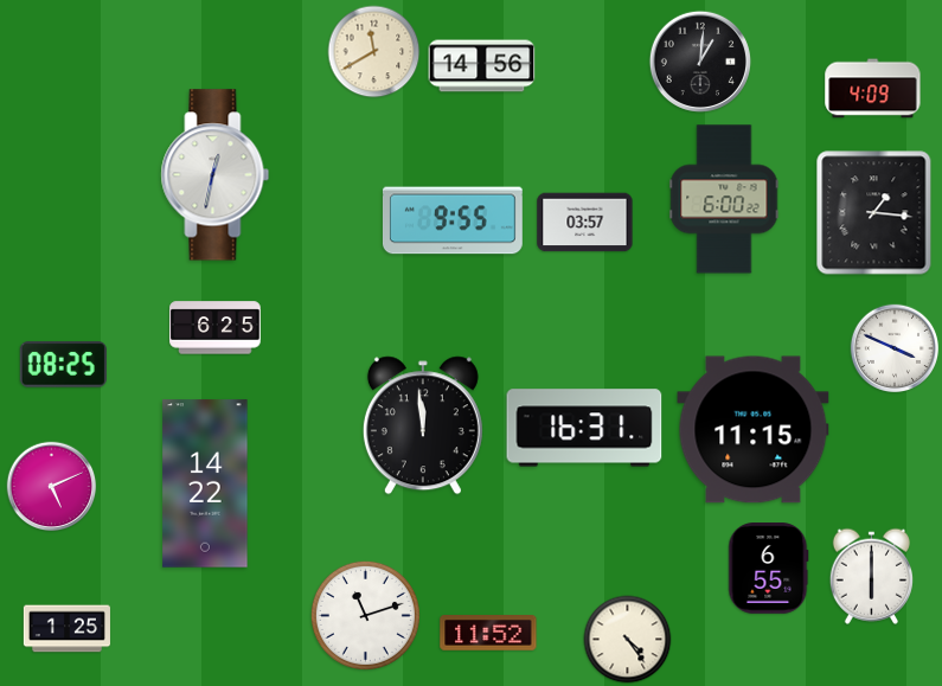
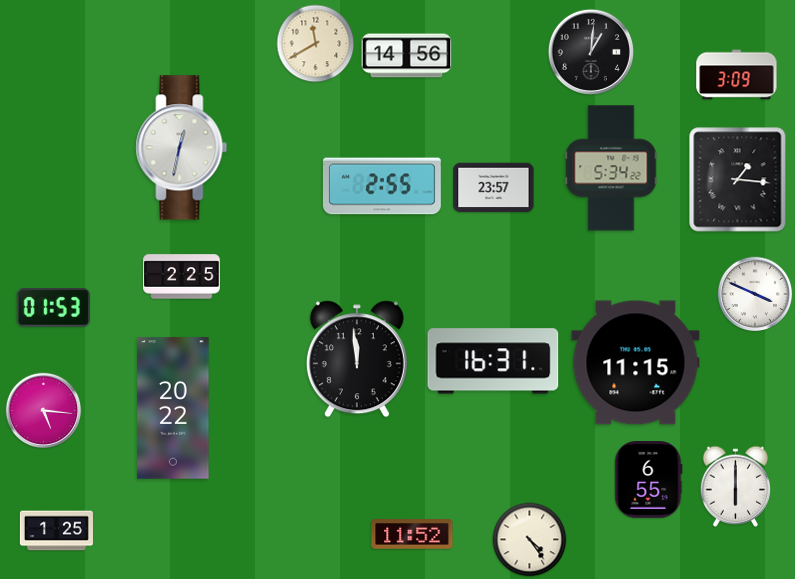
clock at (873, 89): 4:09 -> 3:09
clock at (724, 199): 6:00 -> 5:34
clock at (453, 220): 9:55 -> 2:55
clock at (585, 223): 03:57 -> 23:57
clock at (216, 328): 6:25 -> 2:25
clock at (63, 365): 08:25 -> 01:53
clock at (205, 483): 14:22 -> 20:22
clock at (52, 487): 5:11 -> 5:16
clock at (365, 615): 11:12 -> none
